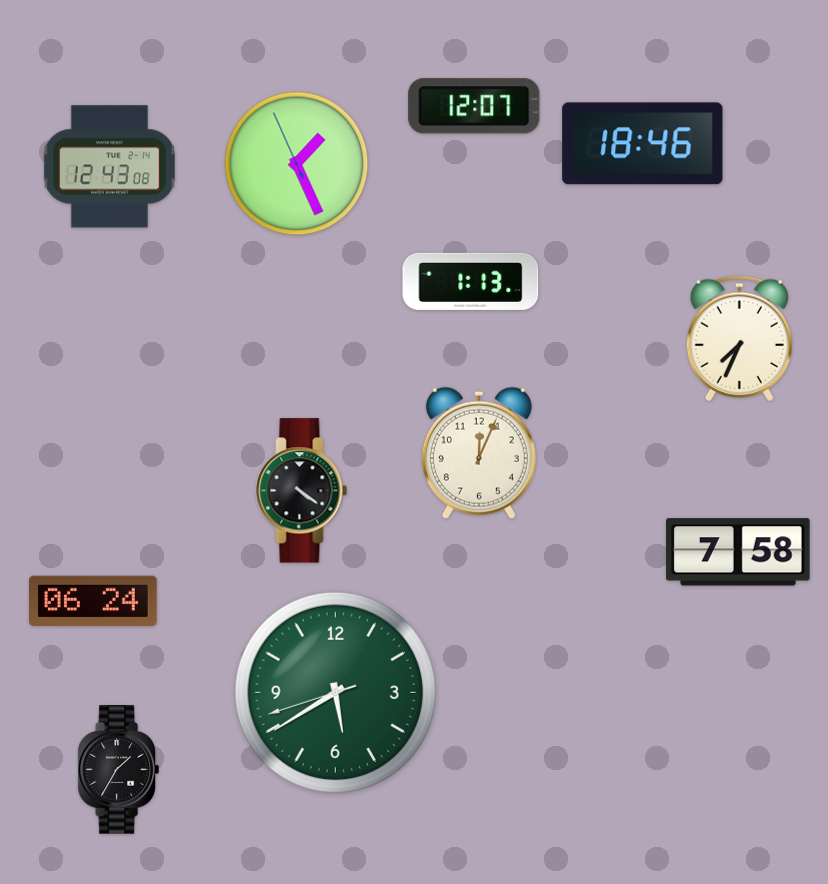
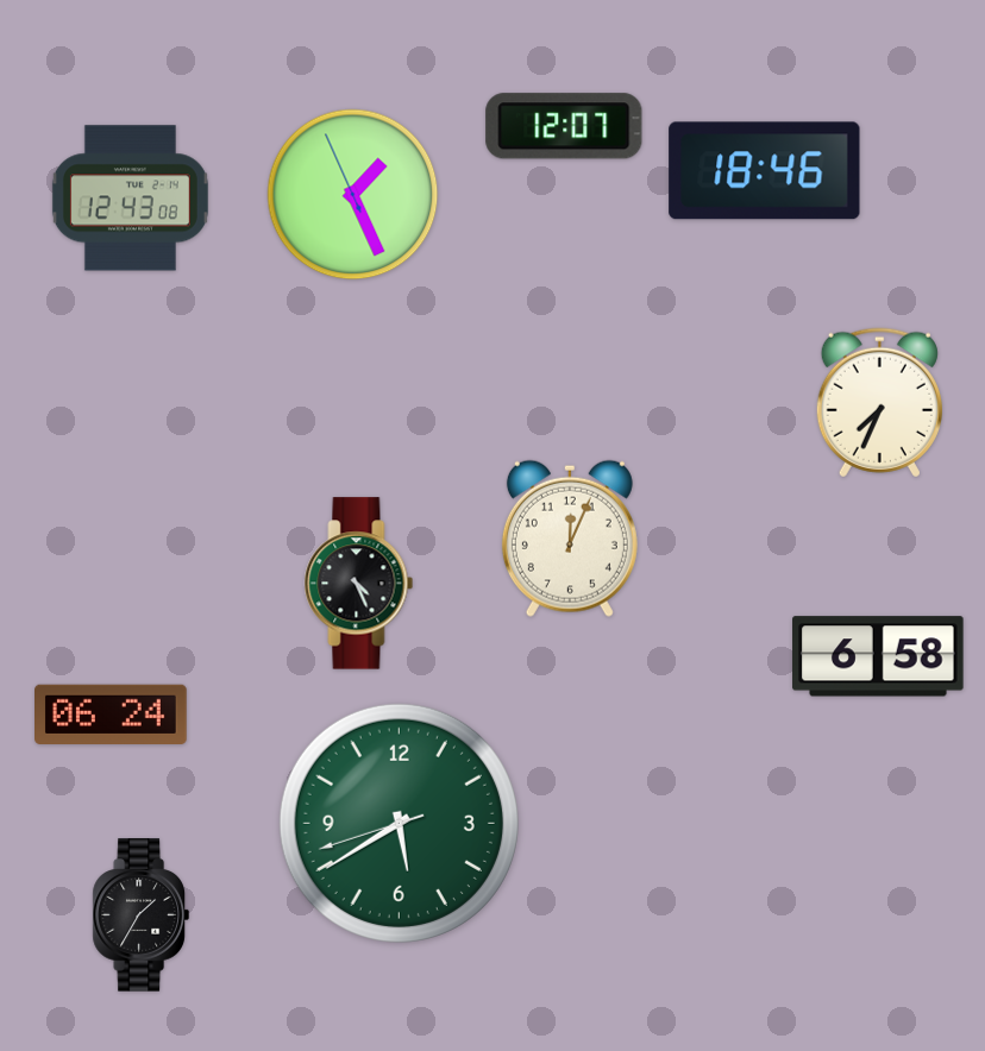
clock at (471, 281): 1:13 -> none
clock at (302, 491): 4:21 -> 4:26
clock at (738, 552): 7:58 -> 6:58
